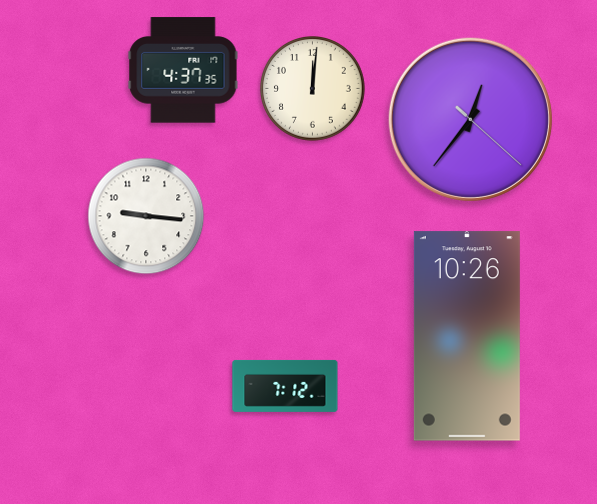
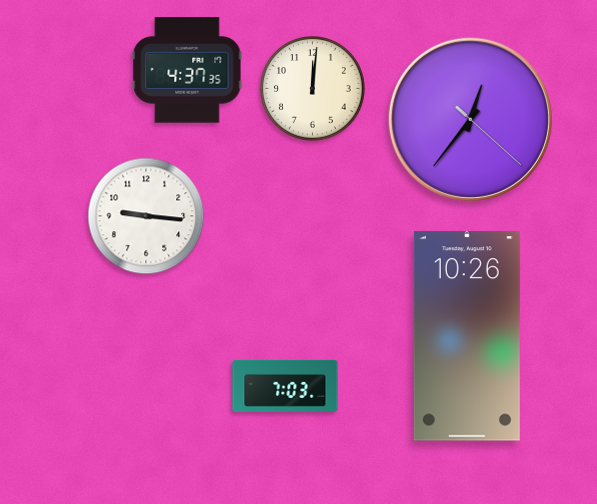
clock at (183, 70) position: (183, 70) -> (187, 70)
clock at (285, 386): 7:12 -> 7:03
